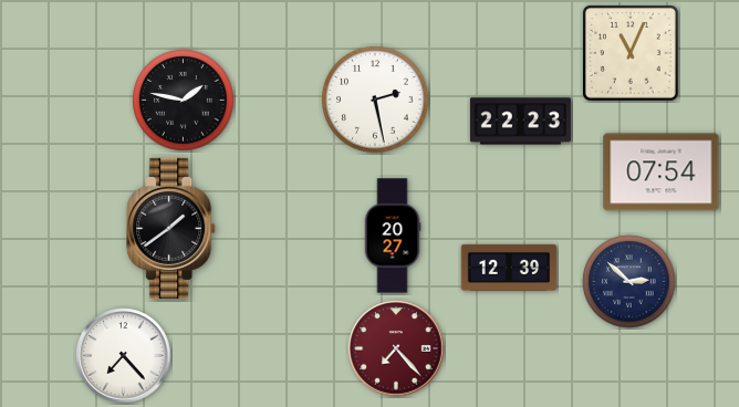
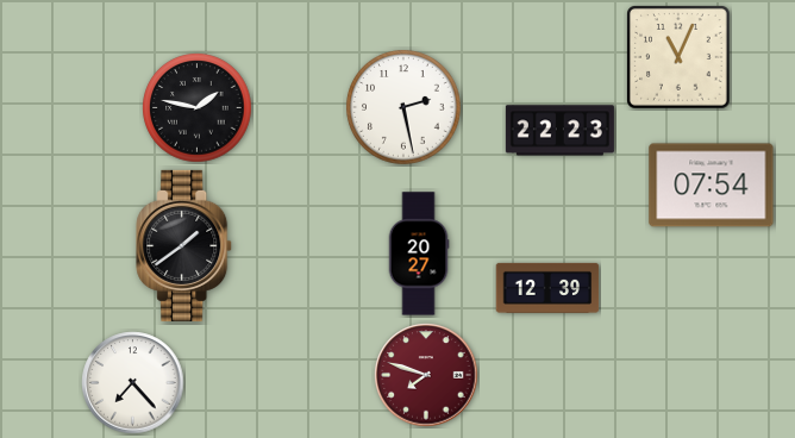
clock at (393, 236) position: (393, 236) -> (419, 254)
clock at (629, 282): 2:52 -> none
clock at (396, 348): 7:23 -> 7:48
